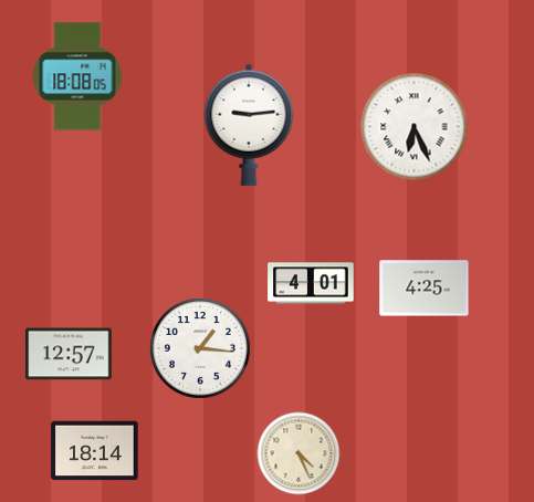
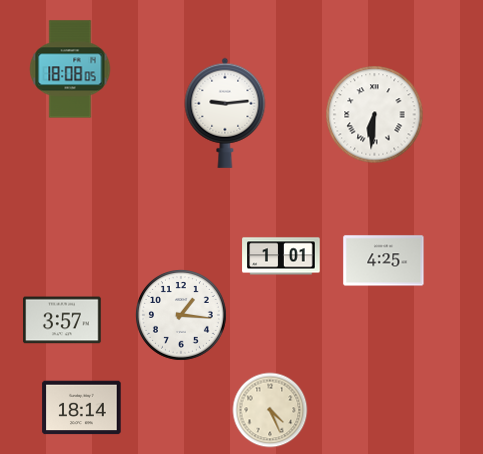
clock at (415, 127): 6:26 -> 6:31
clock at (311, 283): 4:01 -> 1:01
clock at (69, 354): 12:57 -> 3:57
clock at (95, 451) position: (95, 451) -> (82, 408)
